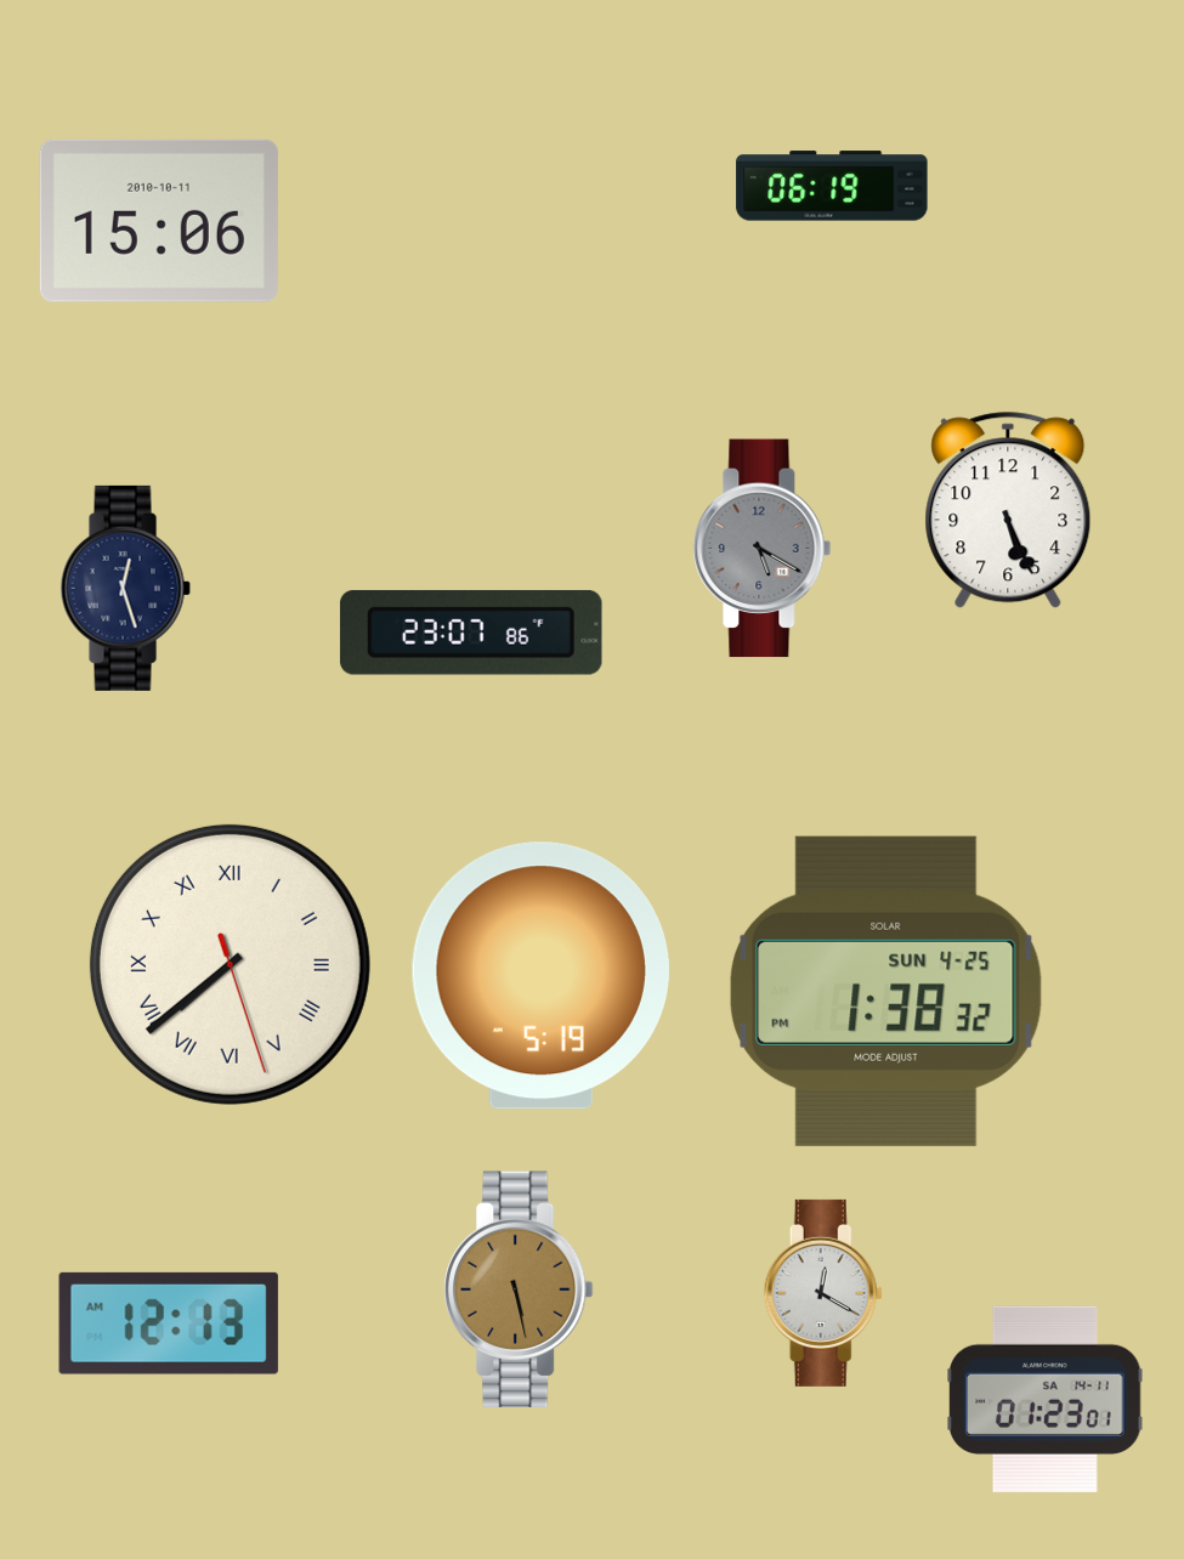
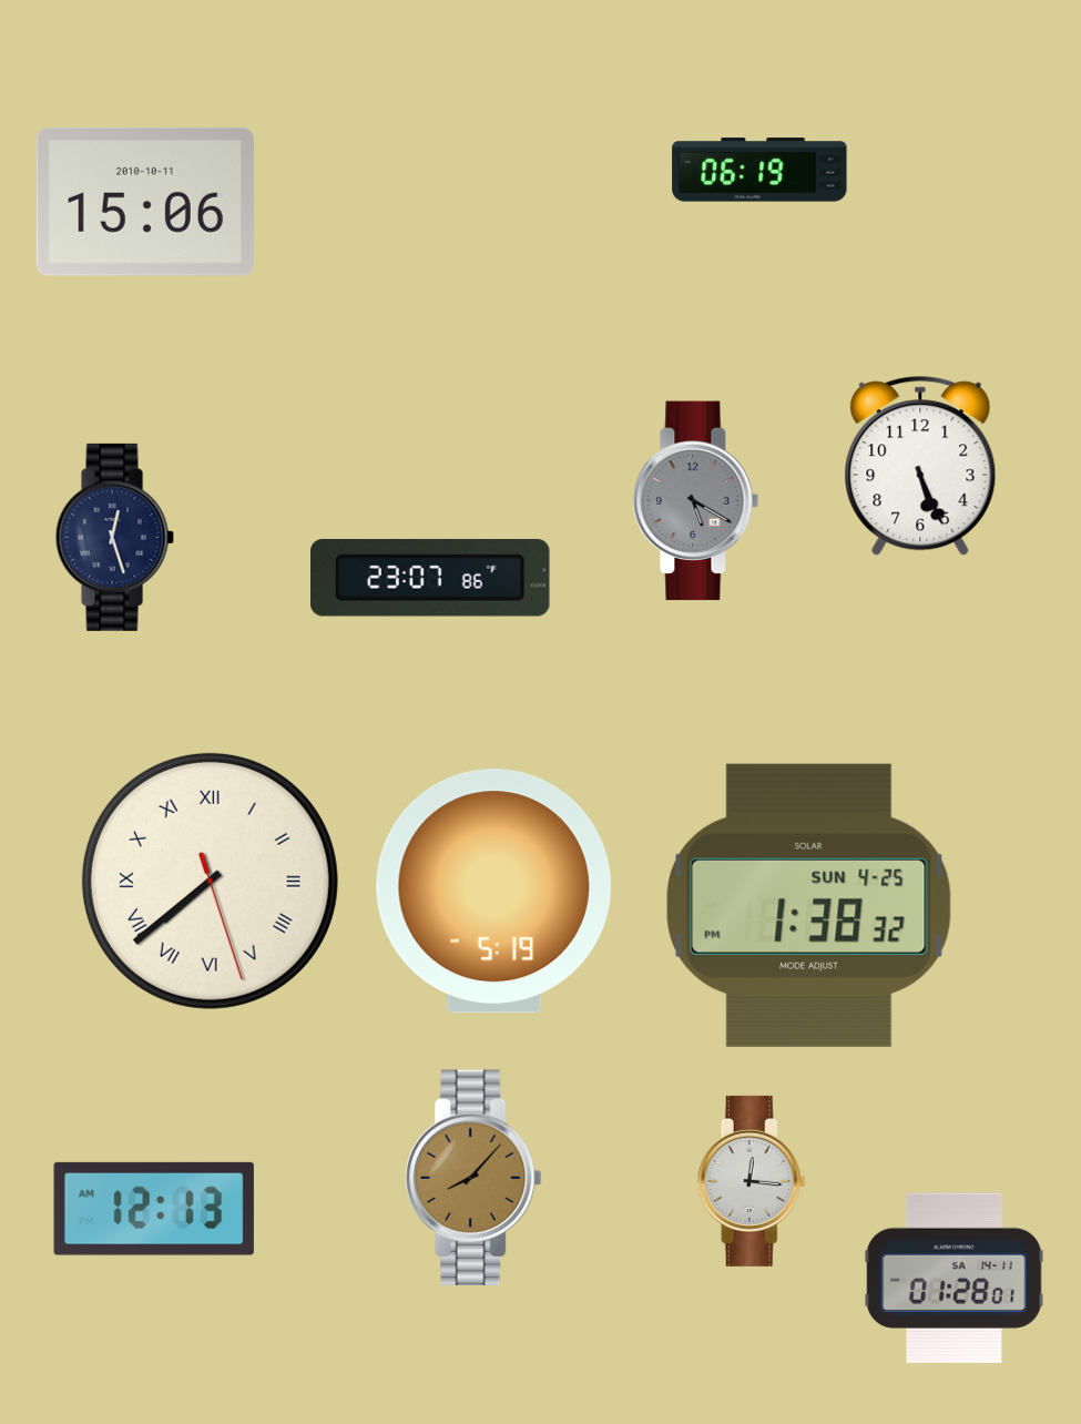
clock at (519, 1289): 5:28 -> 8:07
clock at (823, 1293): 12:20 -> 12:16
clock at (1046, 1399): 01:23 -> 01:28
